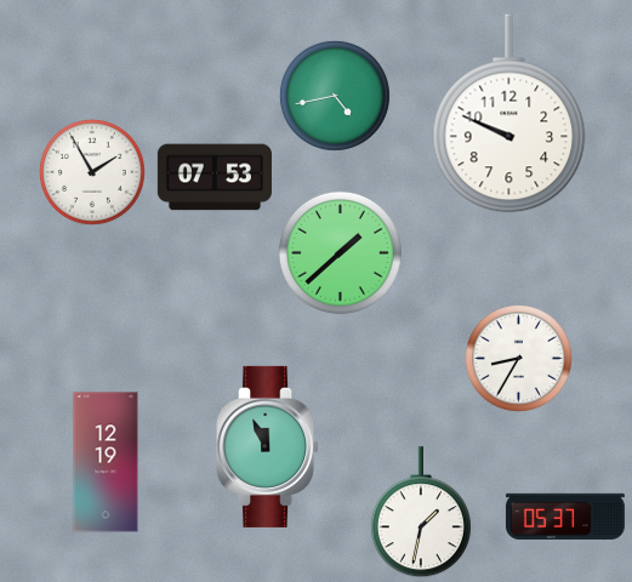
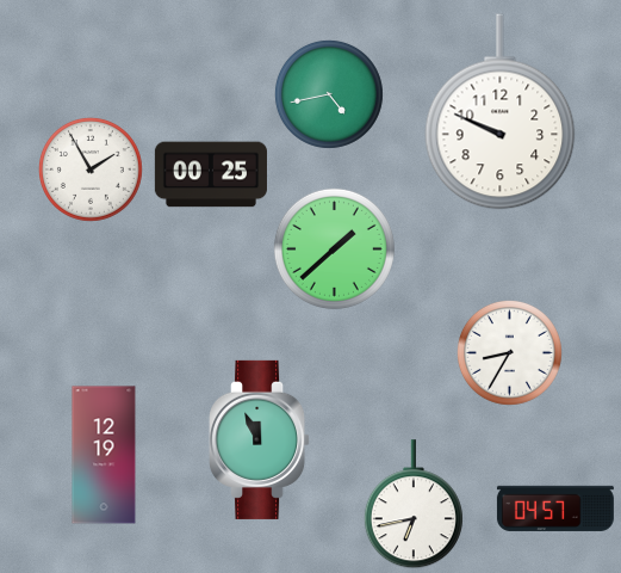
clock at (215, 177): 07:53 -> 00:25
clock at (268, 446) position: (268, 446) -> (260, 439)
clock at (421, 513): 1:32 -> 6:43
clock at (565, 517): 05:37 -> 04:57
